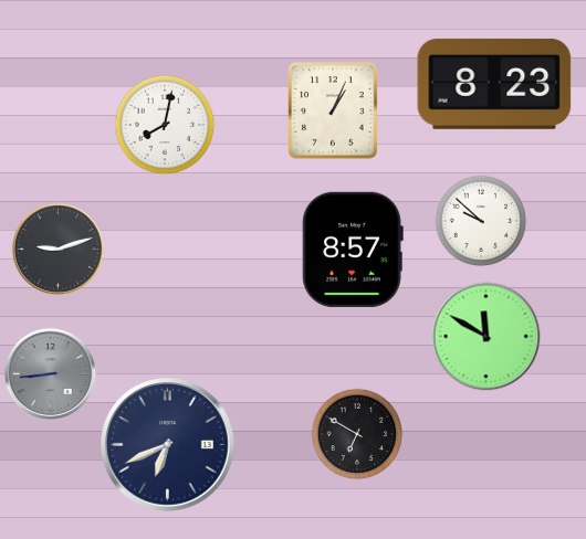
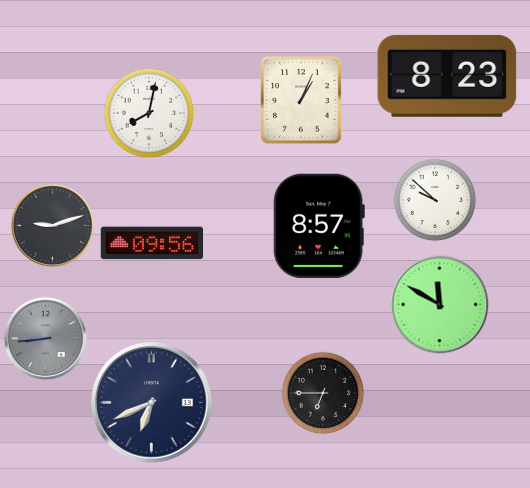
clock at (152, 243): none -> 09:56
clock at (357, 434): 6:50 -> 6:45
